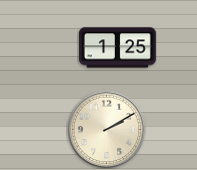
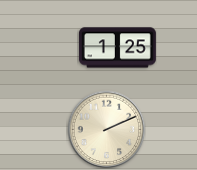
clock at (106, 129): 2:10 -> 2:11
